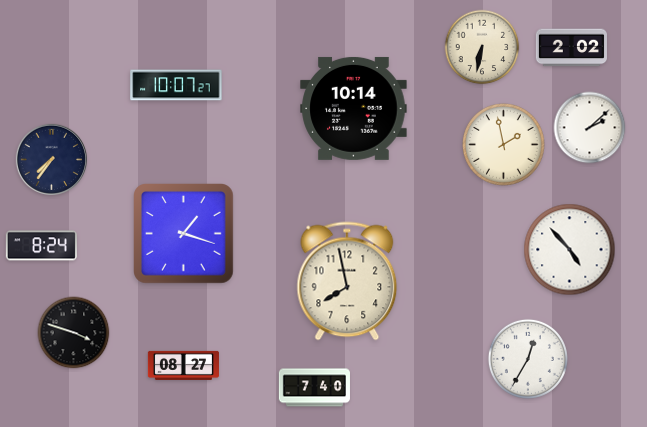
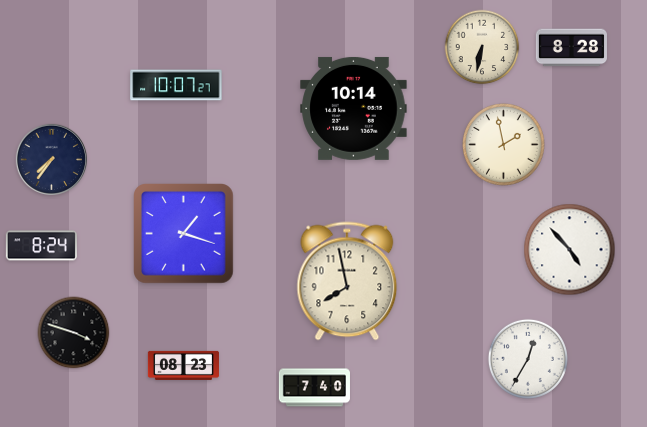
clock at (571, 48): 2:02 -> 8:28
clock at (590, 128): 2:08 -> none
clock at (183, 365): 08:27 -> 08:23
